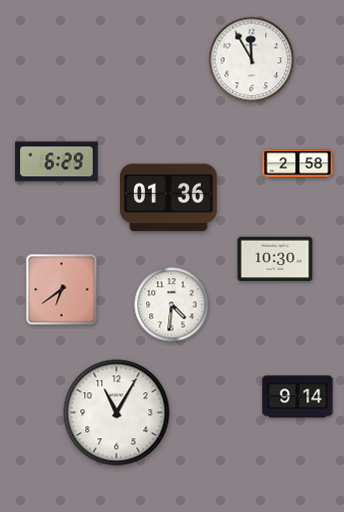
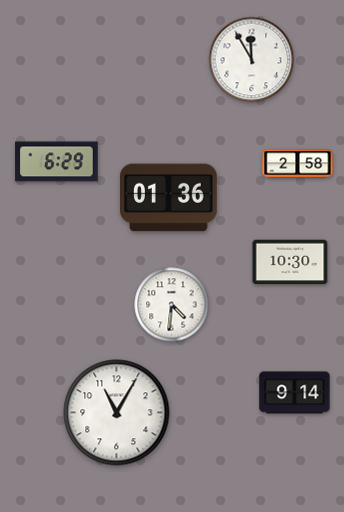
clock at (275, 259) position: (275, 259) -> (290, 262)
clock at (62, 290): 6:39 -> none
clock at (298, 397) position: (298, 397) -> (295, 393)
